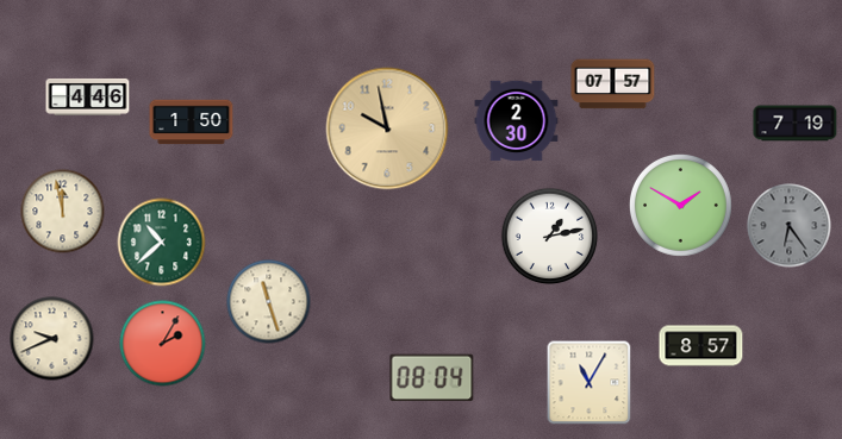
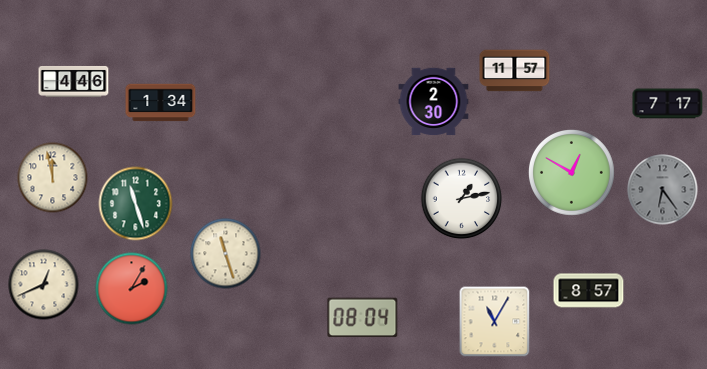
clock at (613, 84): 07:57 -> 11:57
clock at (192, 123): 1:50 -> 1:34
clock at (796, 124): 7:19 -> 7:17
clock at (387, 128): 9:58 -> none
clock at (680, 205): 1:50 -> 12:50
clock at (162, 243): 10:38 -> 11:27
clock at (52, 339): 9:41 -> 12:41
clock at (163, 344) position: (163, 344) -> (132, 289)
